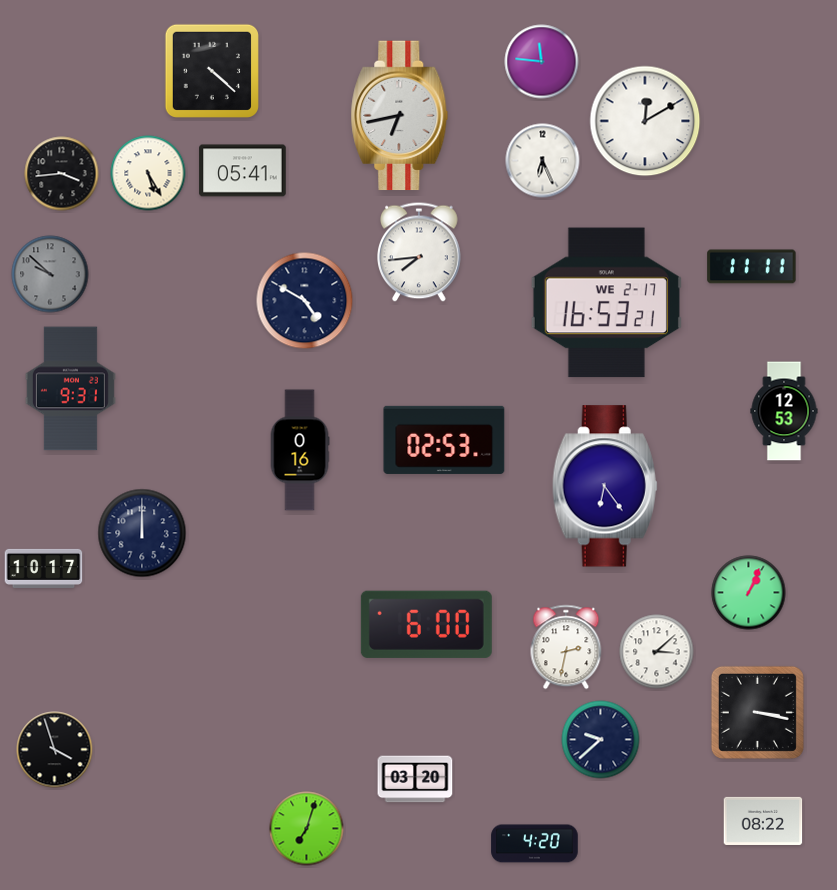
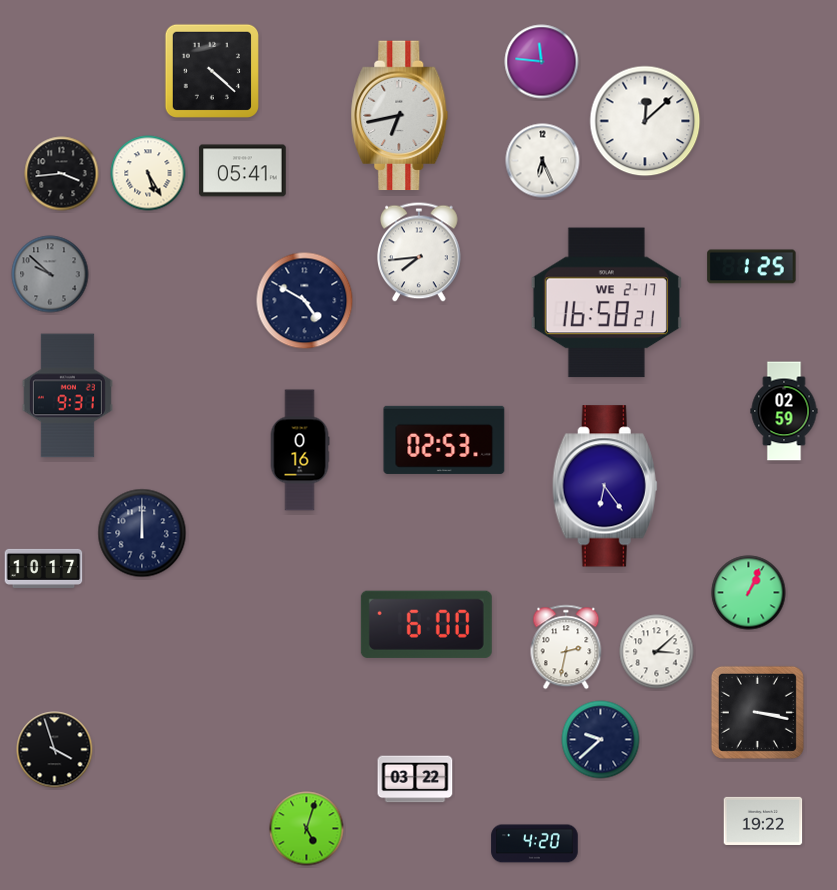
clock at (645, 121): 12:10 -> 12:08
clock at (752, 267): 11:11 -> 1:25
clock at (606, 303): 16:53 -> 16:58
clock at (70, 389) position: (70, 389) -> (67, 396)
clock at (784, 411): 12:53 -> 02:59
clock at (415, 779): 03:20 -> 03:22
clock at (763, 821): 08:22 -> 19:22
clock at (307, 829): 7:03 -> 5:03
